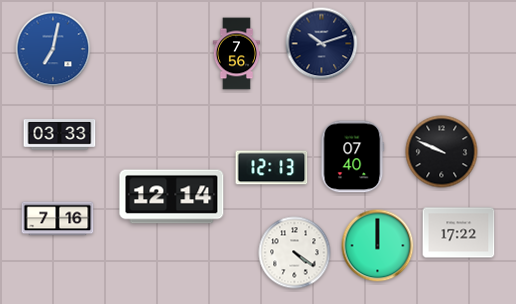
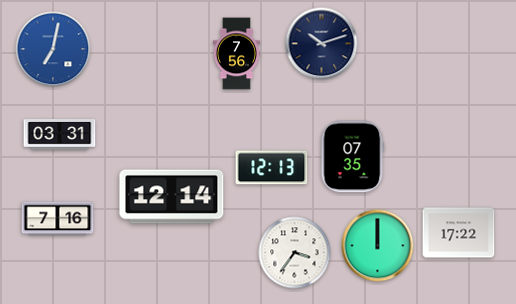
clock at (60, 135): 03:33 -> 03:31
clock at (442, 152): 9:49 -> none
clock at (353, 157): 07:40 -> 07:35
clock at (295, 253): 4:21 -> 3:36
